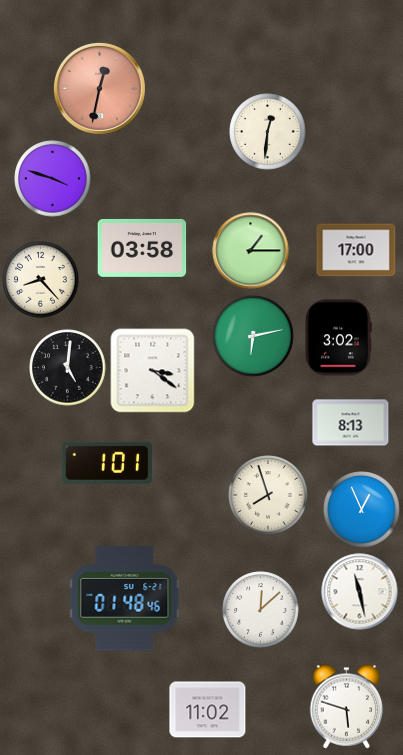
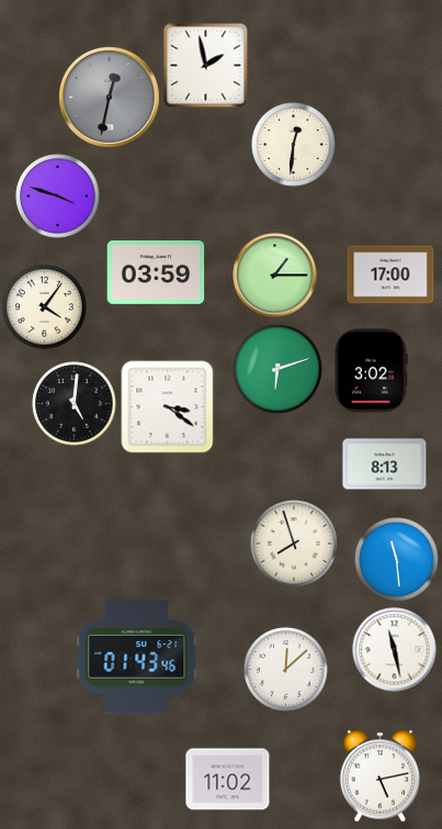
clock at (205, 65): none -> 1:58
clock at (99, 88) dial: salmon -> grey
clock at (142, 248): 03:58 -> 03:59
clock at (41, 280): 8:23 -> 4:06
clock at (253, 336): 6:13 -> 6:12
clock at (106, 463): 1:01 -> none
clock at (362, 510): 12:56 -> 11:29
clock at (125, 599): 01:48 -> 01:43
clock at (347, 707): 5:48 -> 5:13
